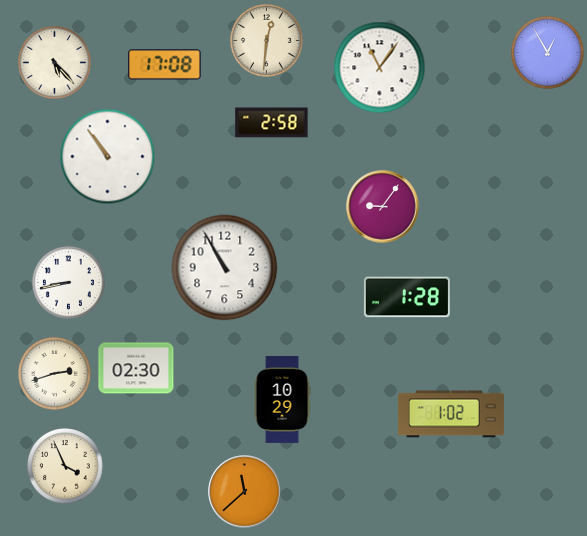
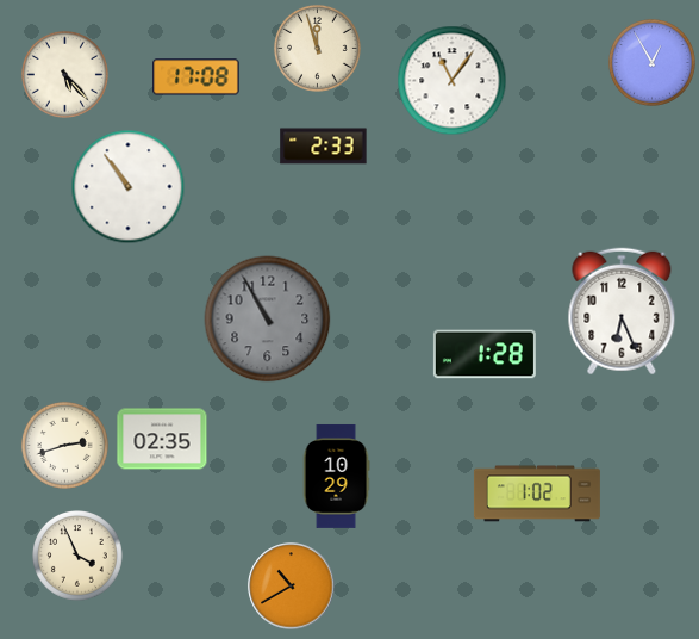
clock at (266, 40): 12:31 -> 11:57
clock at (272, 123): 2:58 -> 2:33
clock at (383, 207): 9:06 -> none
clock at (622, 311): none -> 6:26
clock at (225, 268) dial: white -> grey
clock at (68, 282): 8:43 -> none
clock at (136, 368): 02:30 -> 02:35
clock at (245, 492): 11:38 -> 10:40
